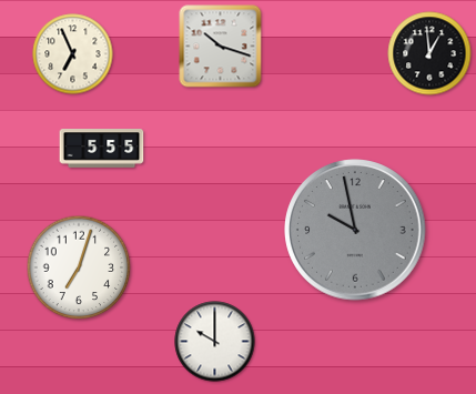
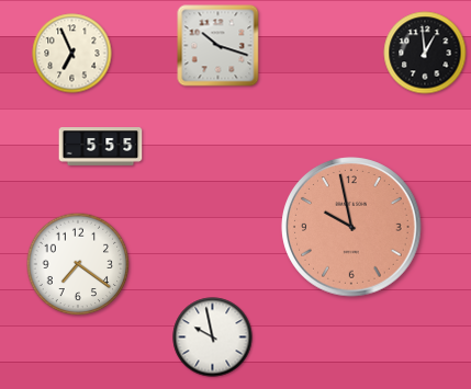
clock at (355, 230) dial: grey -> salmon
clock at (79, 267): 7:03 -> 7:21
clock at (215, 342): 10:00 -> 9:58
